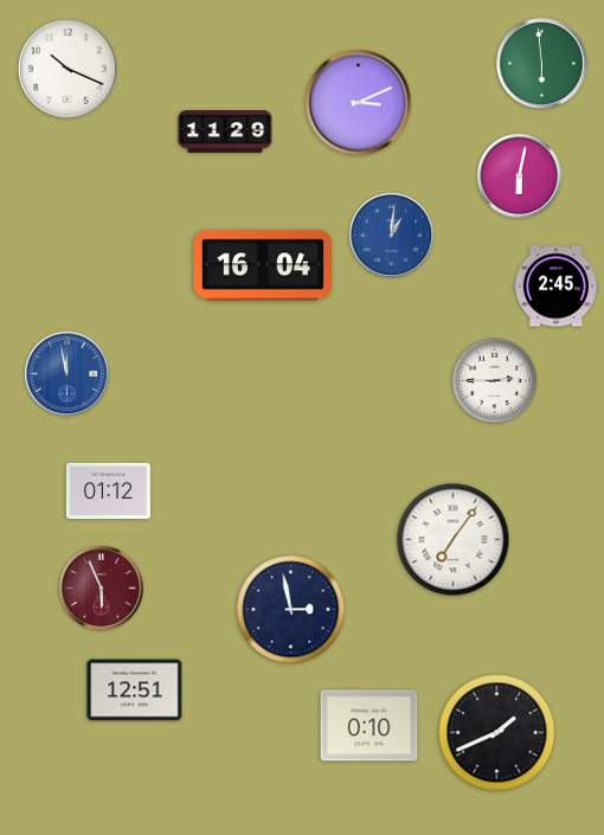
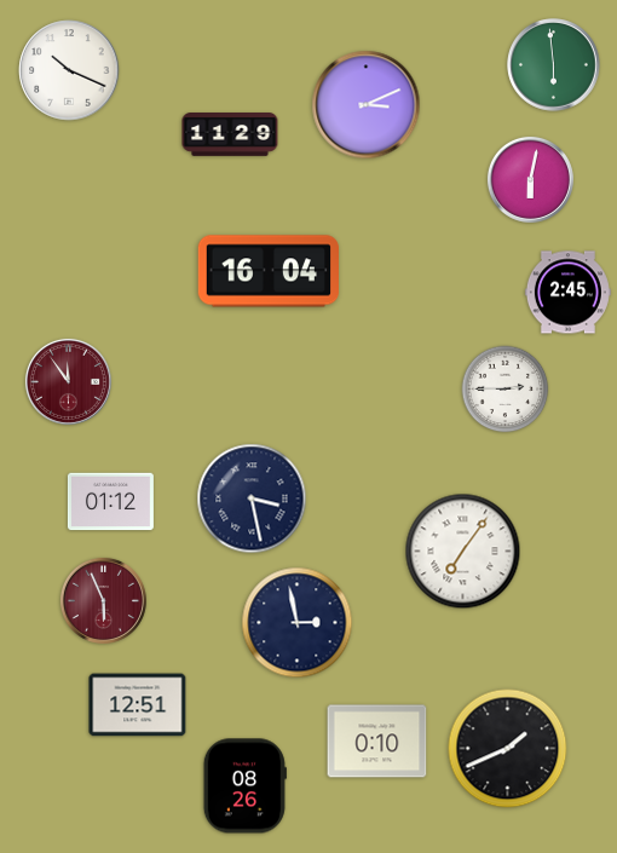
clock at (391, 235): 1:01 -> none
clock at (66, 373): 11:58 -> 11:54
clock at (66, 373) dial: blue -> burgundy
clock at (252, 498): none -> 3:28
clock at (244, 786): none -> 08:26
